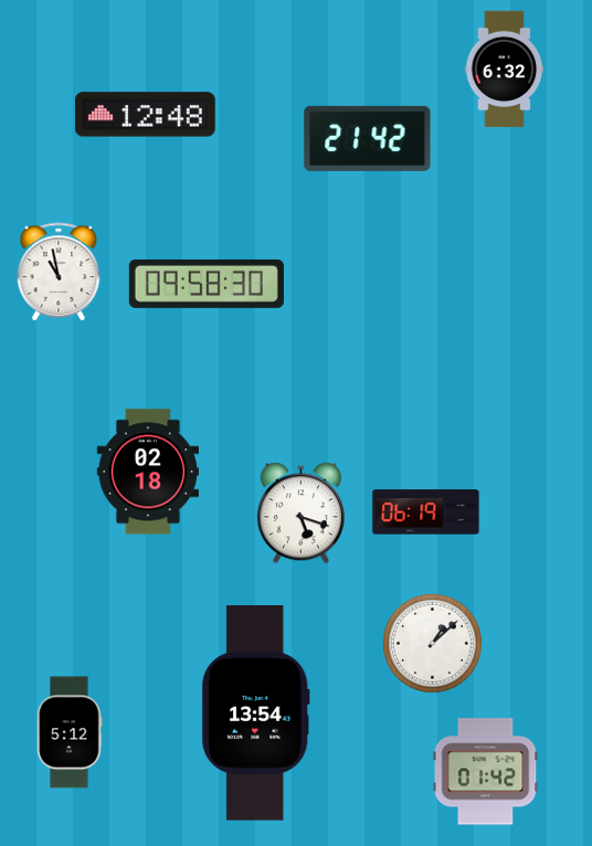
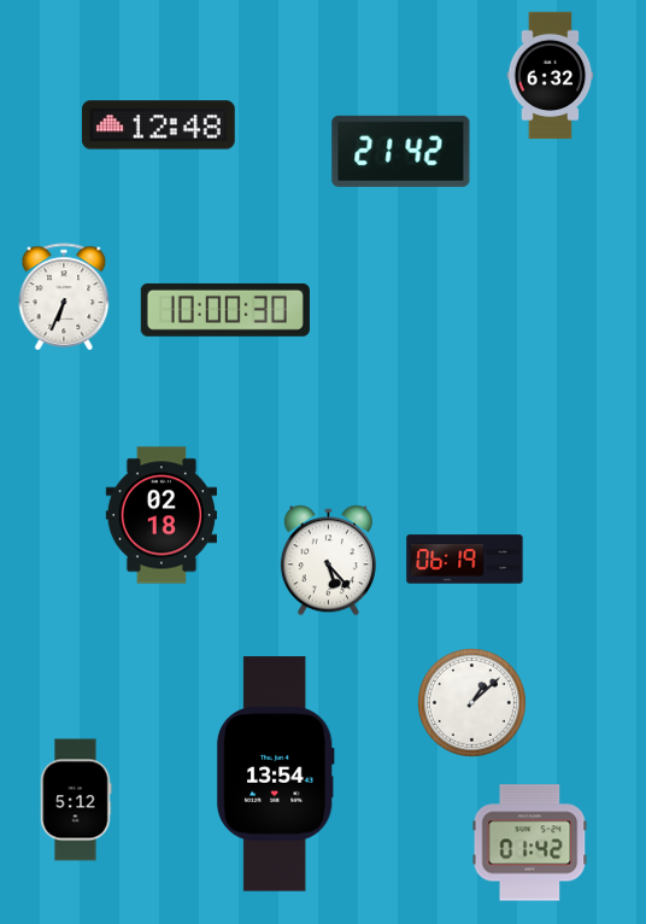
clock at (59, 272): 10:58 -> 6:34
clock at (207, 284): 09:58 -> 10:00
clock at (300, 514): 5:18 -> 5:23
clock at (255, 713) position: (255, 713) -> (275, 774)
